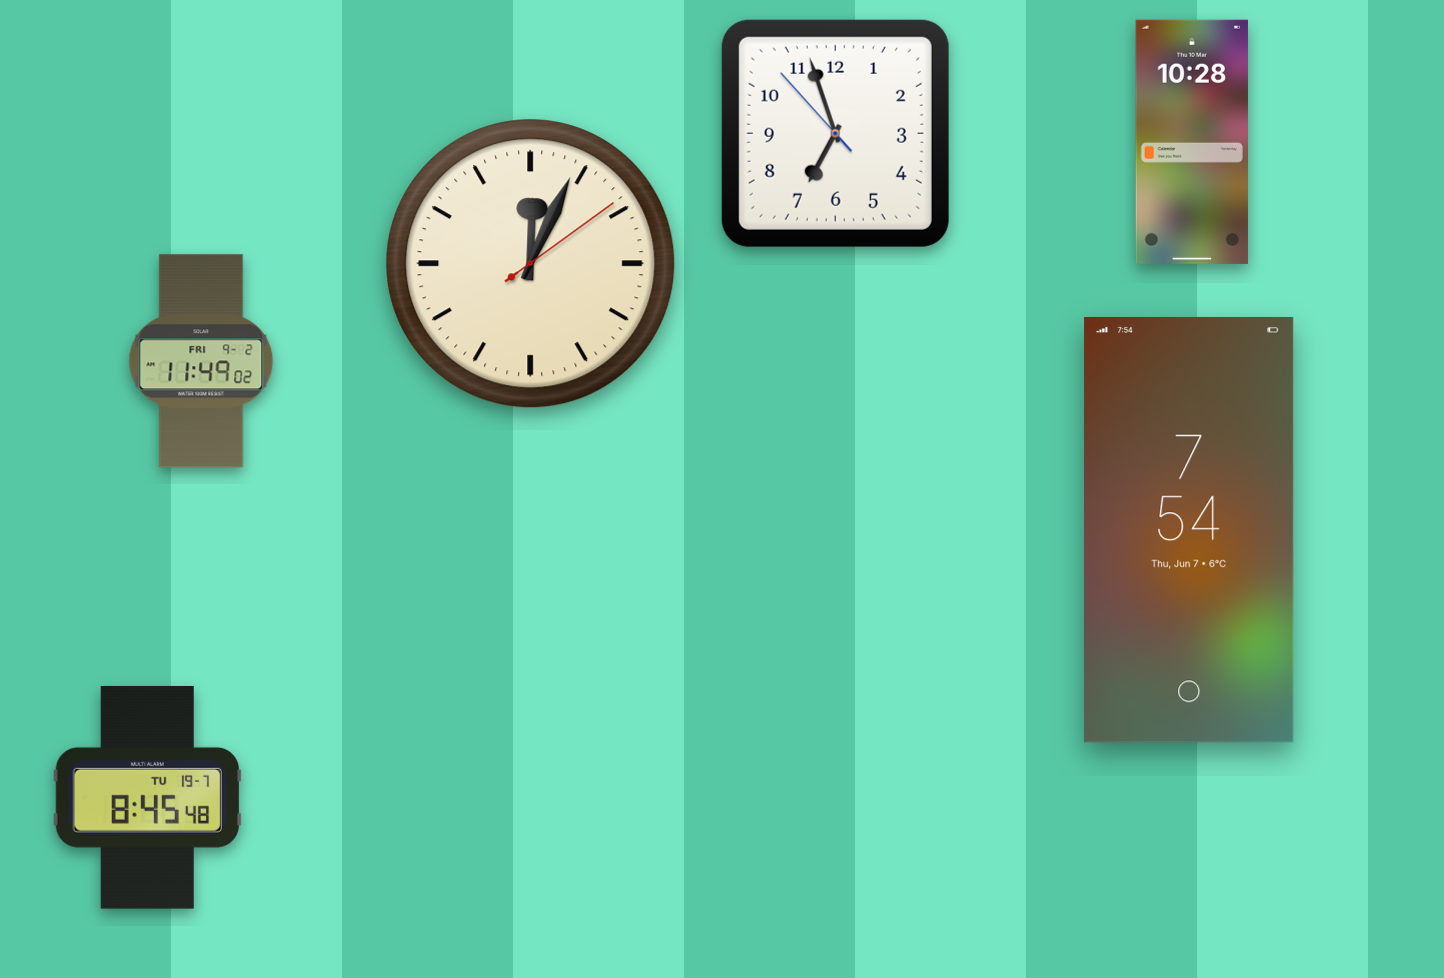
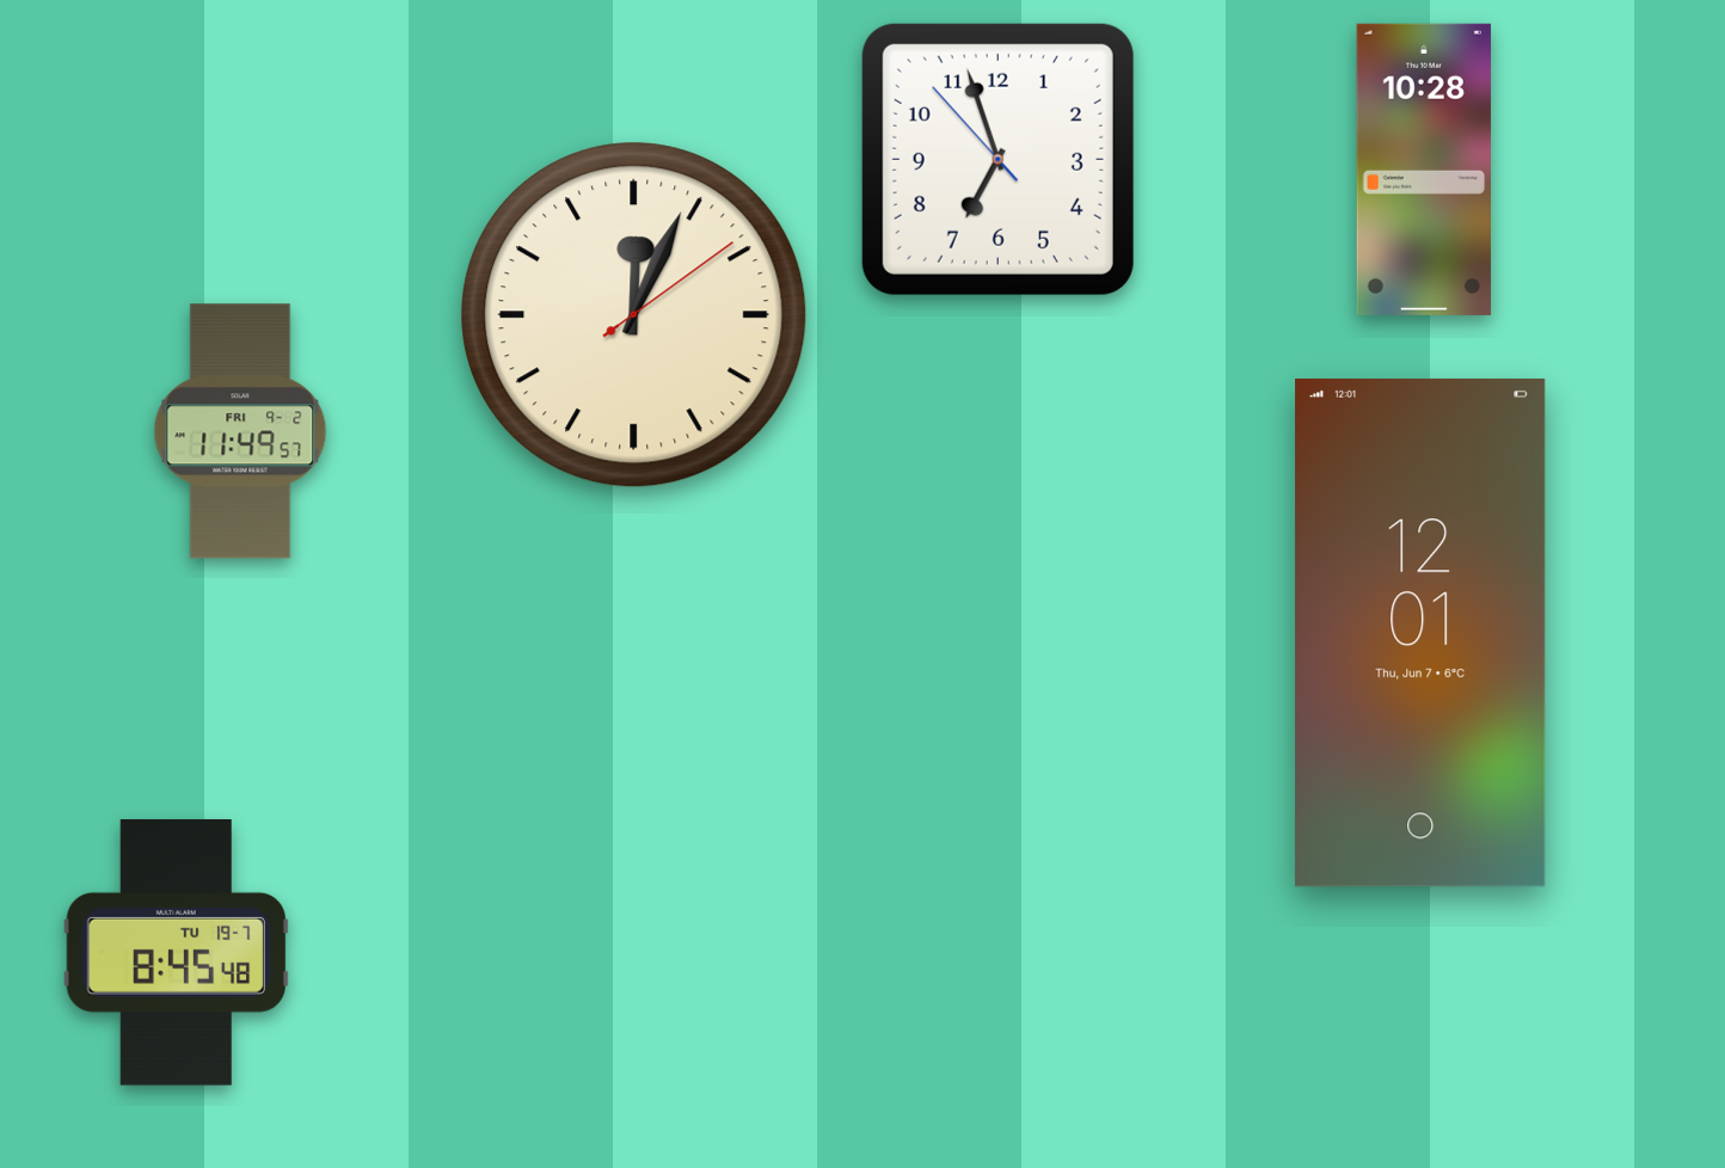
clock at (201, 361): 11:49:02 -> 11:49:57
clock at (1189, 530): 7:54 -> 12:01
